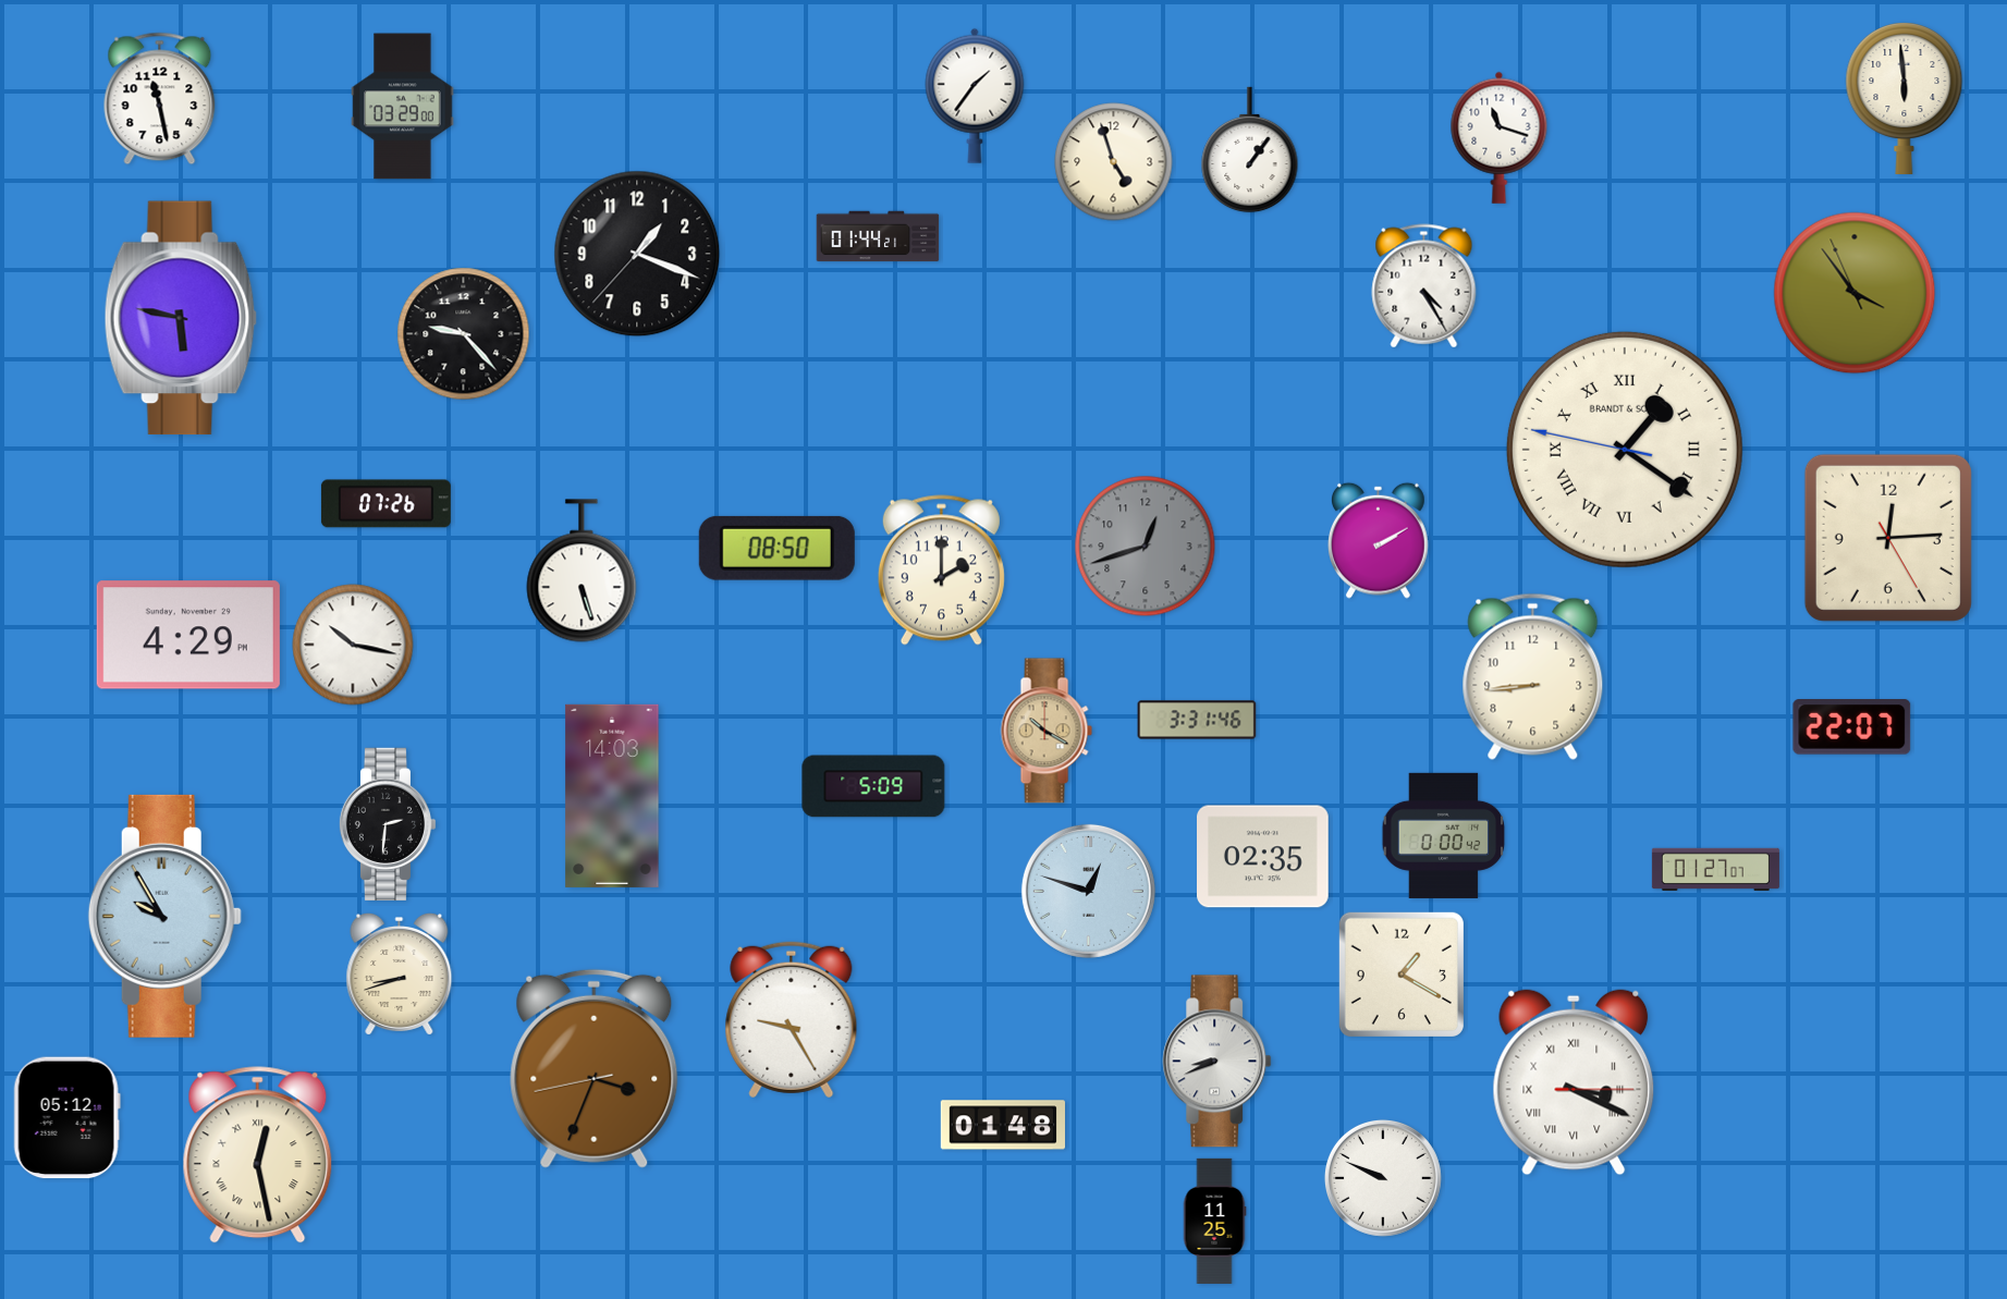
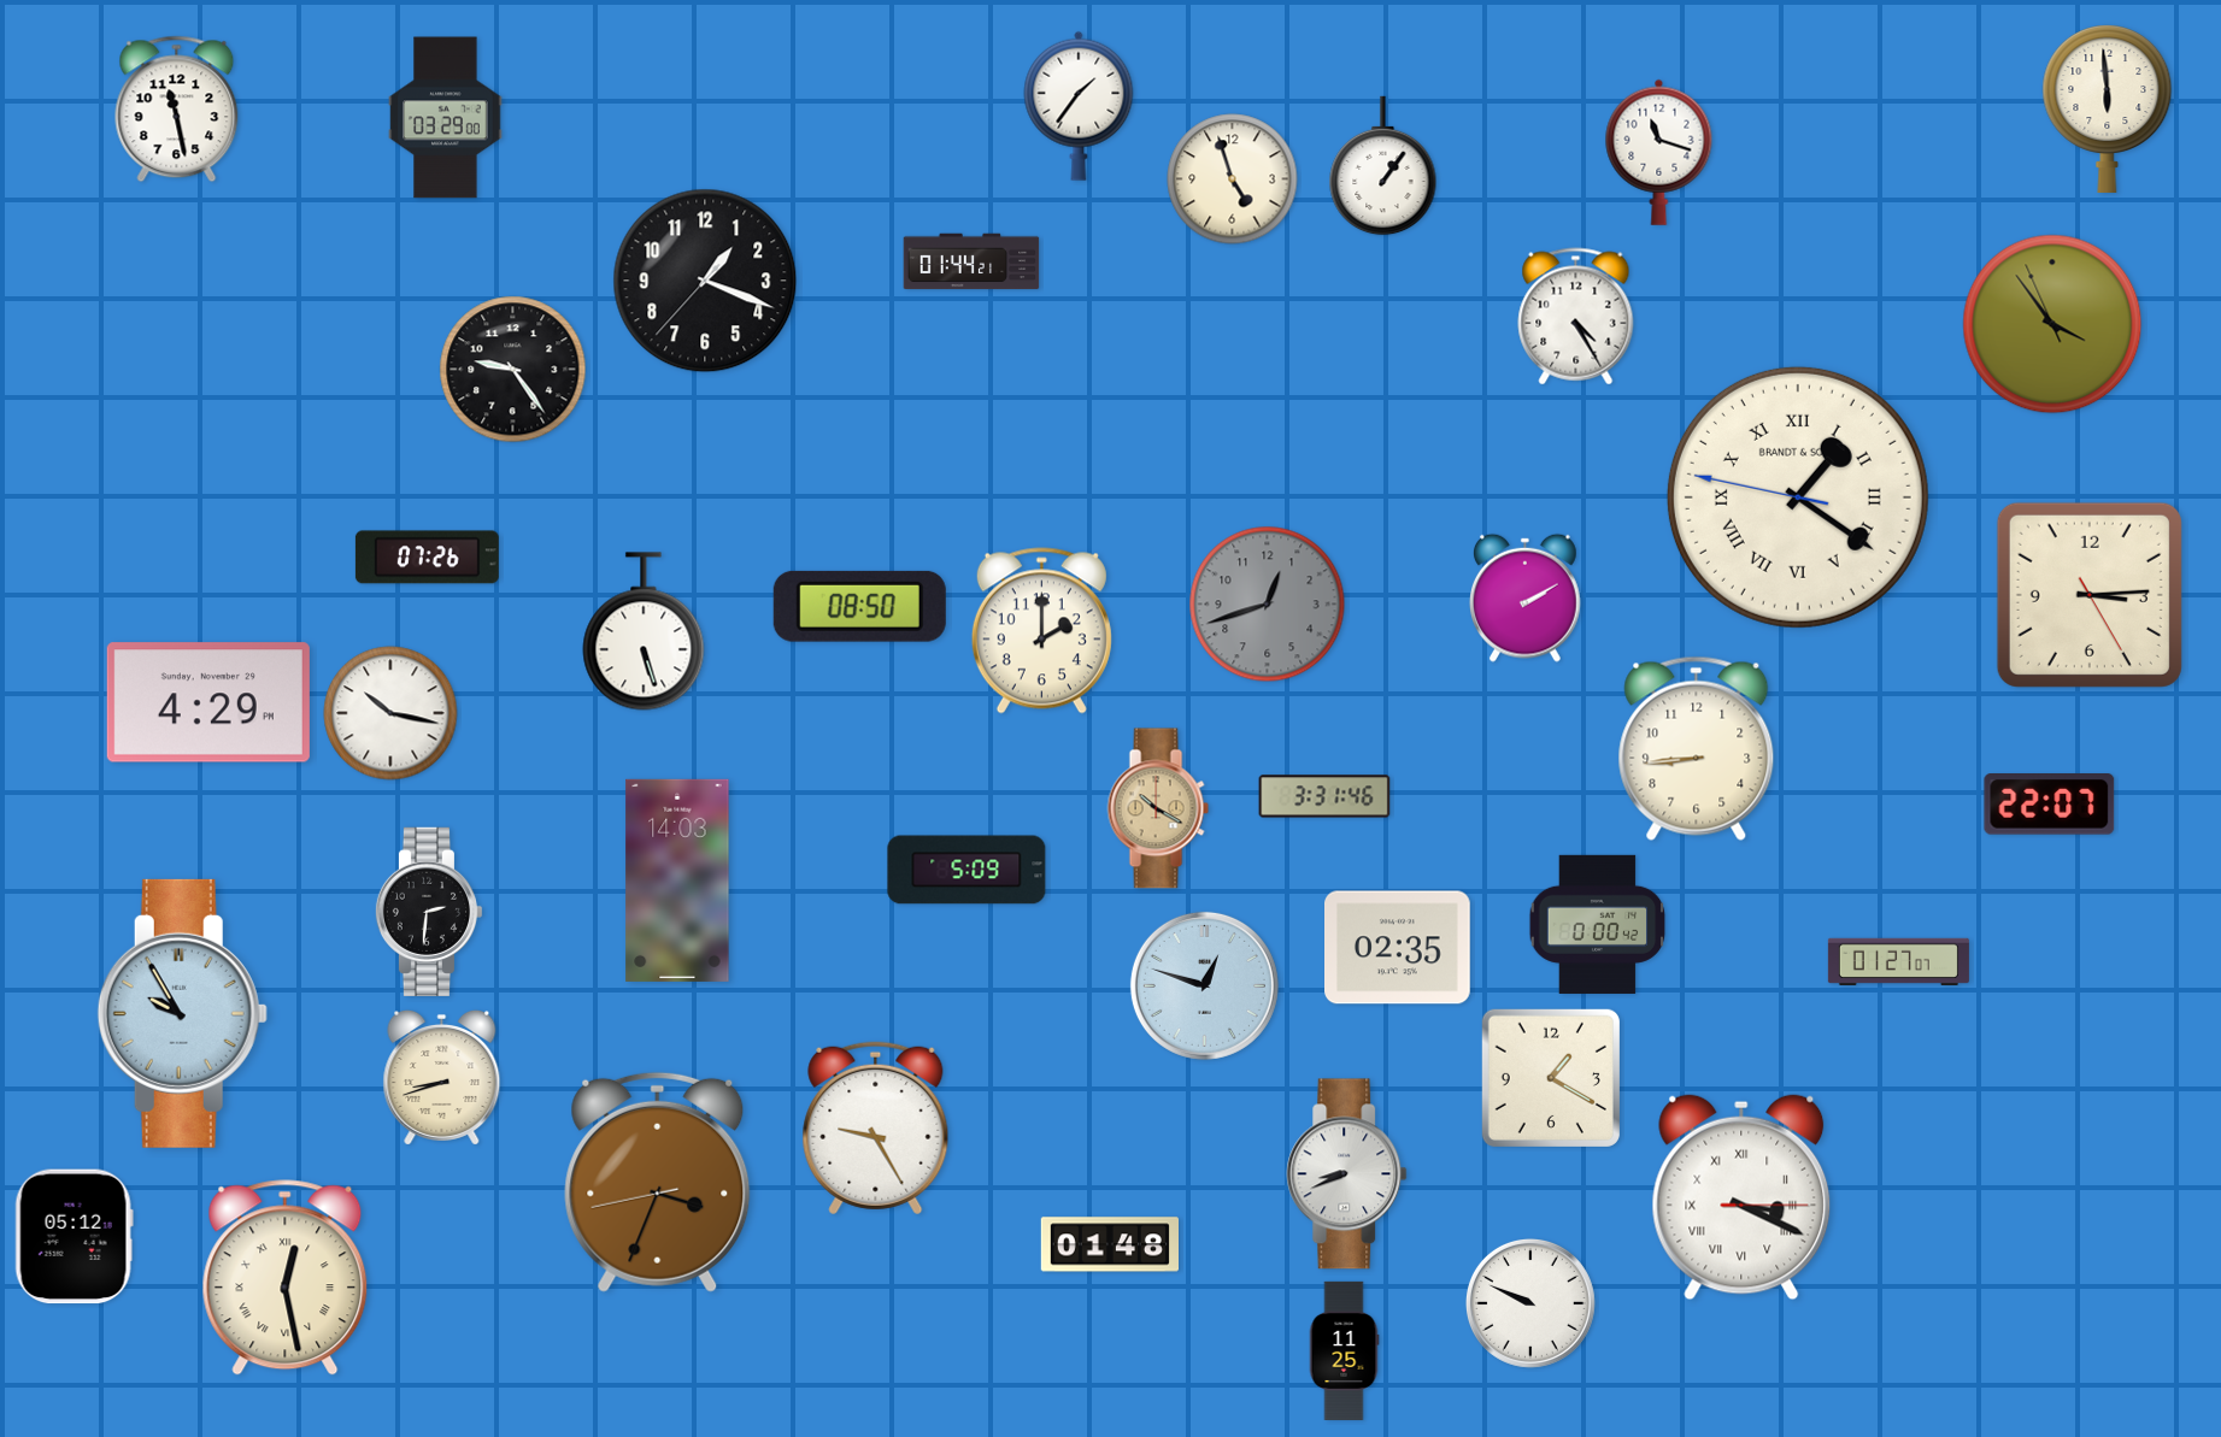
clock at (181, 318): 5:47 -> none
clock at (464, 334): 9:23 -> 9:24
clock at (1888, 538): 12:14 -> 3:14
